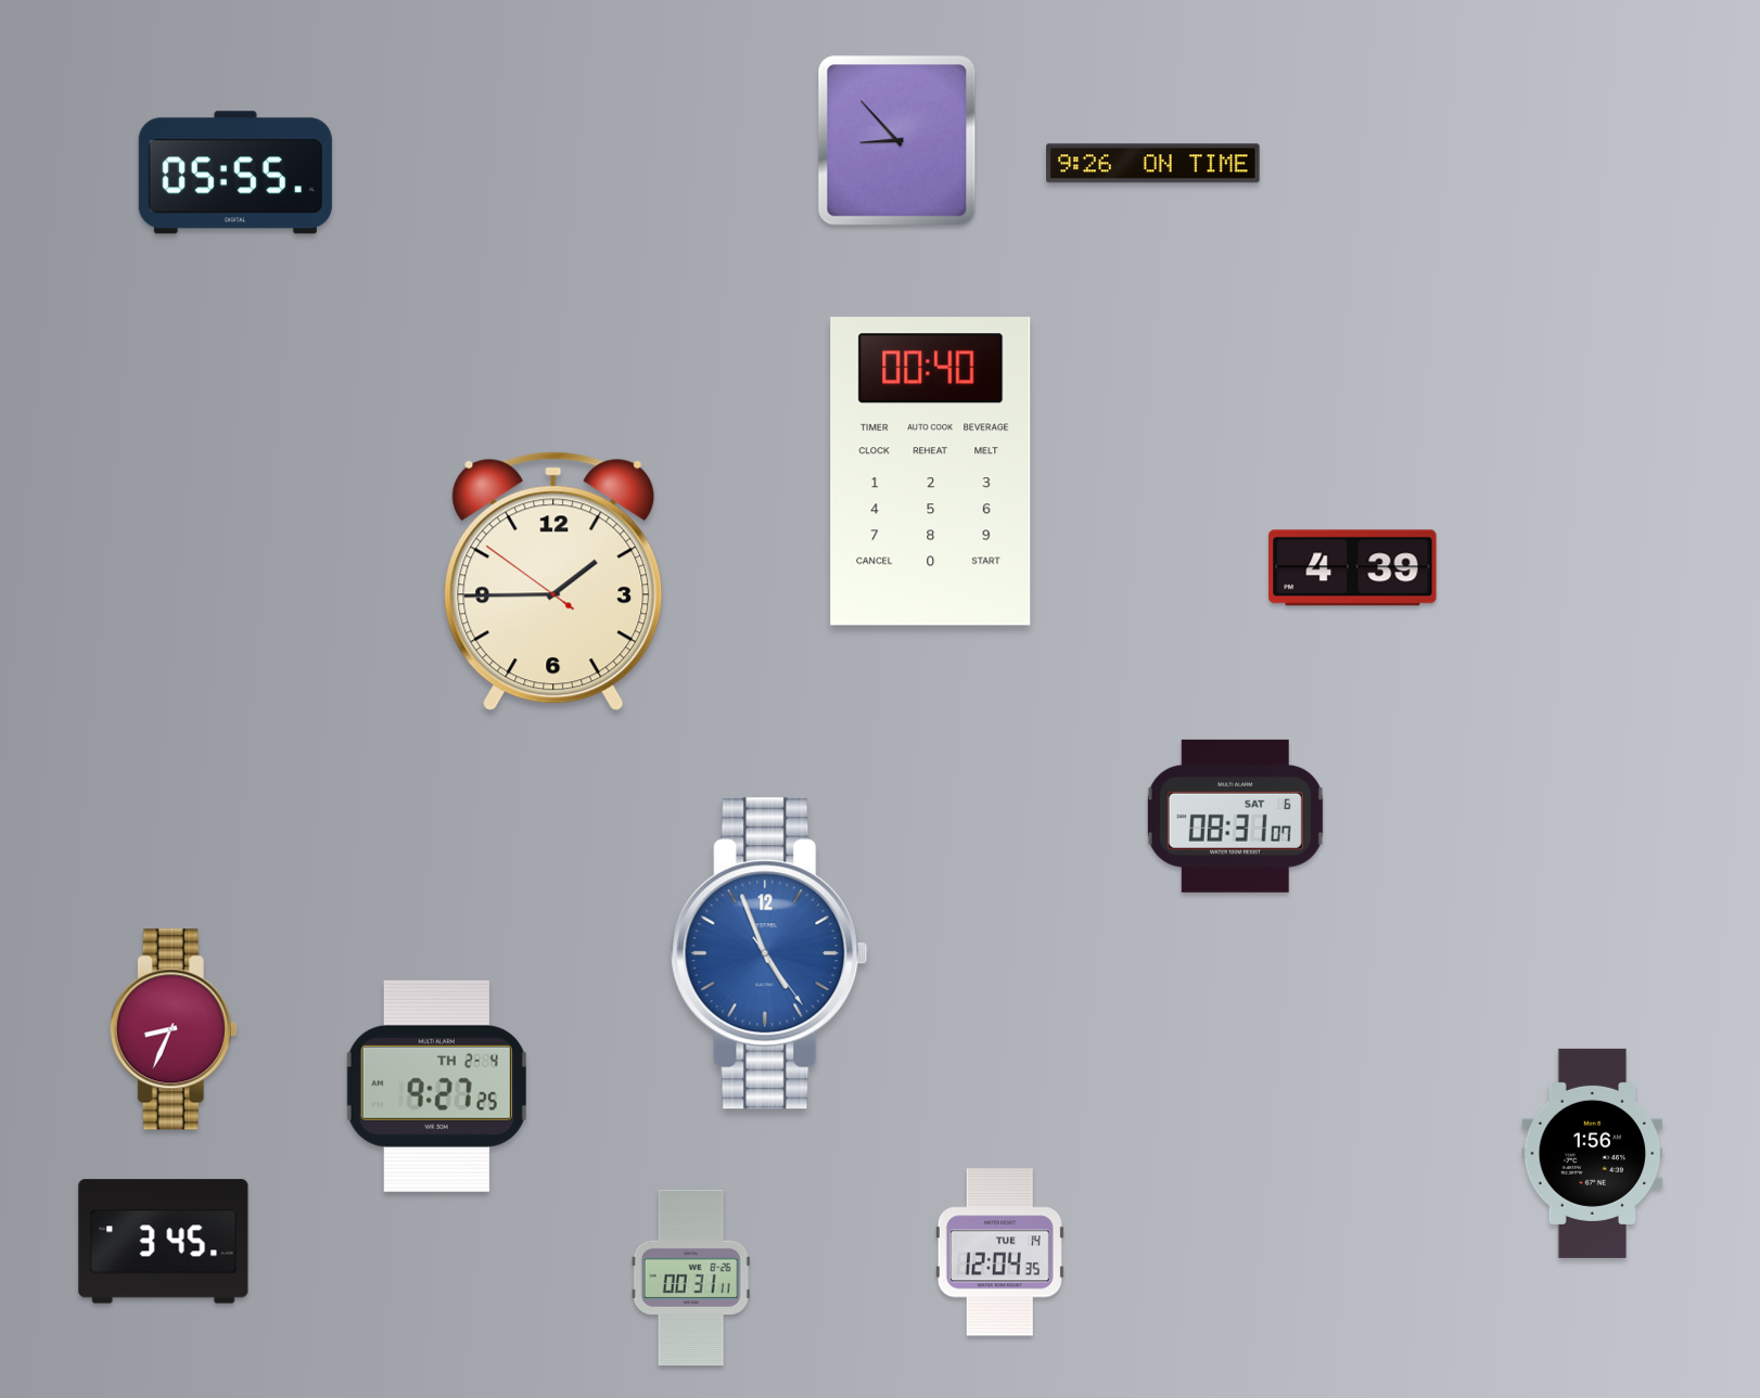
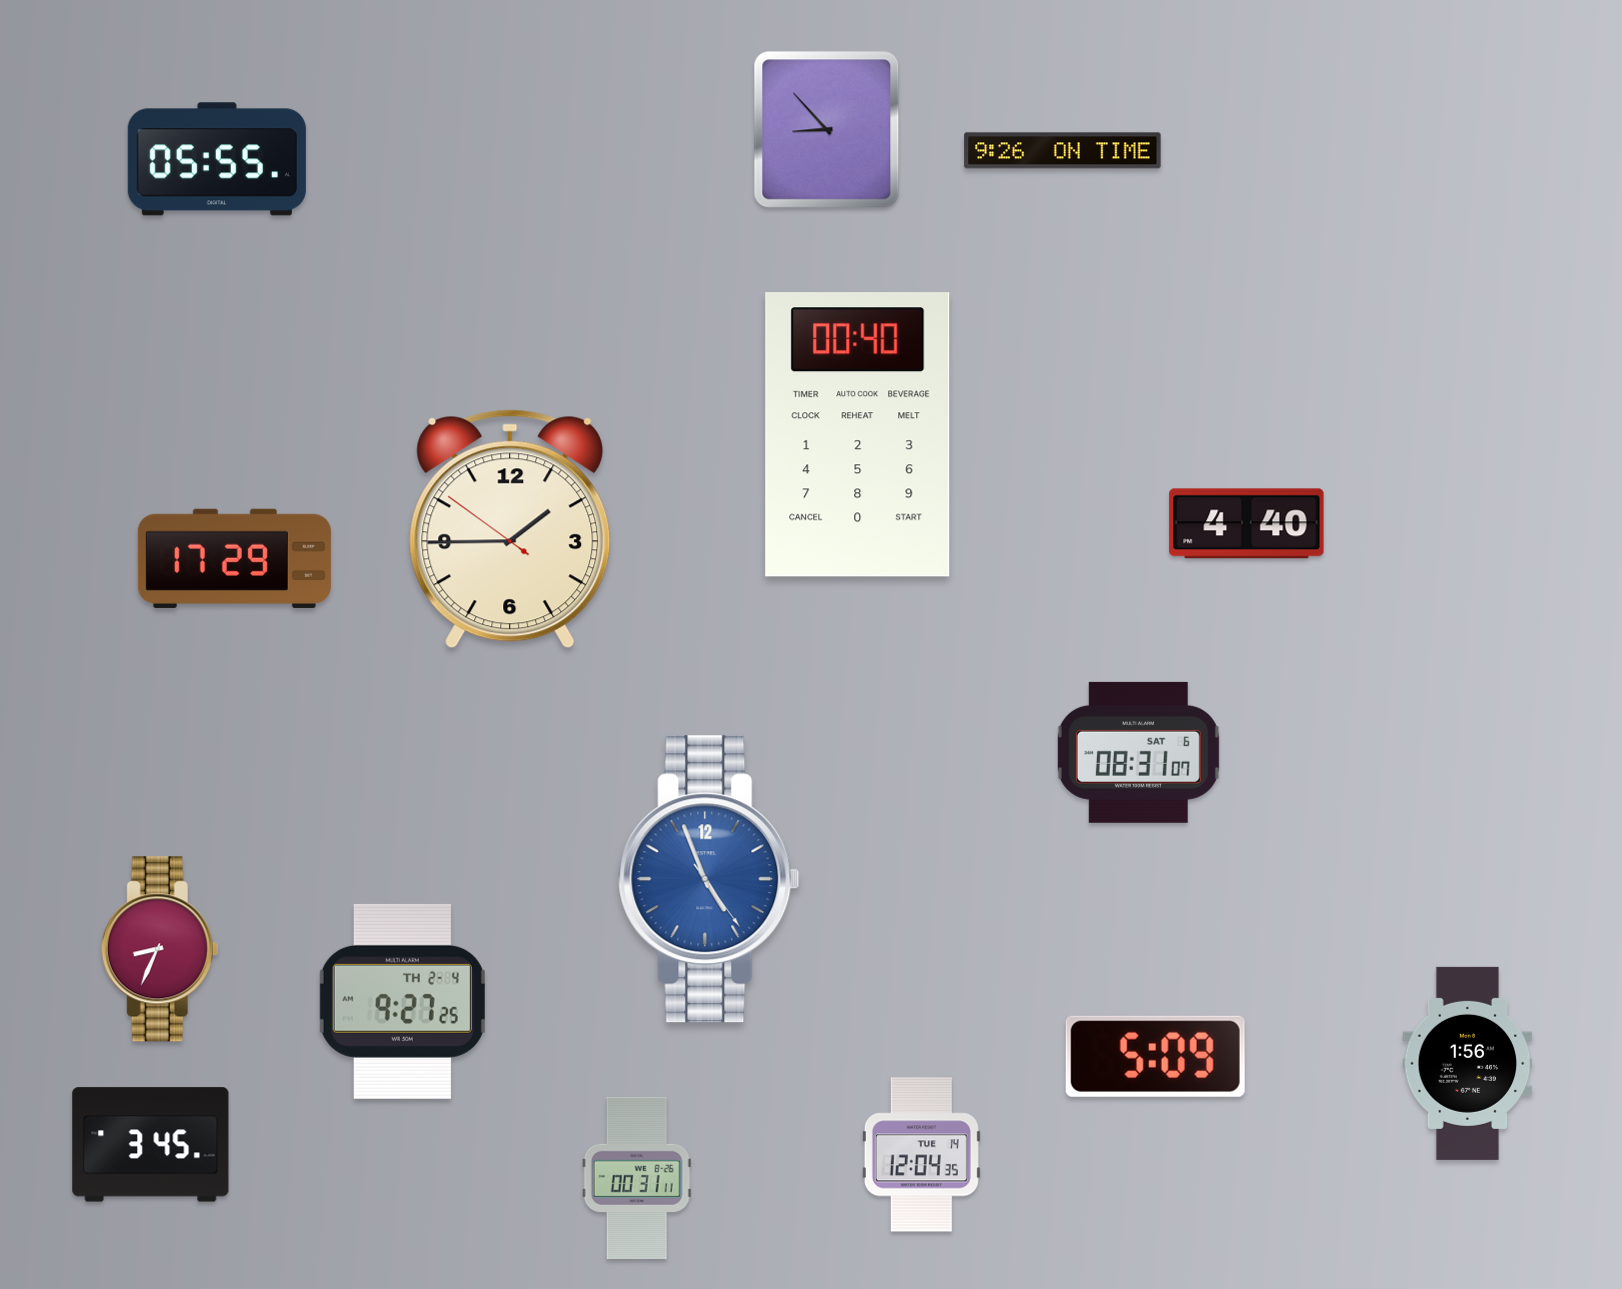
clock at (1353, 568): 4:39 -> 4:40
clock at (553, 581) position: (553, 581) -> (510, 529)
clock at (234, 558): none -> 17:29
clock at (1155, 1056): none -> 5:09
